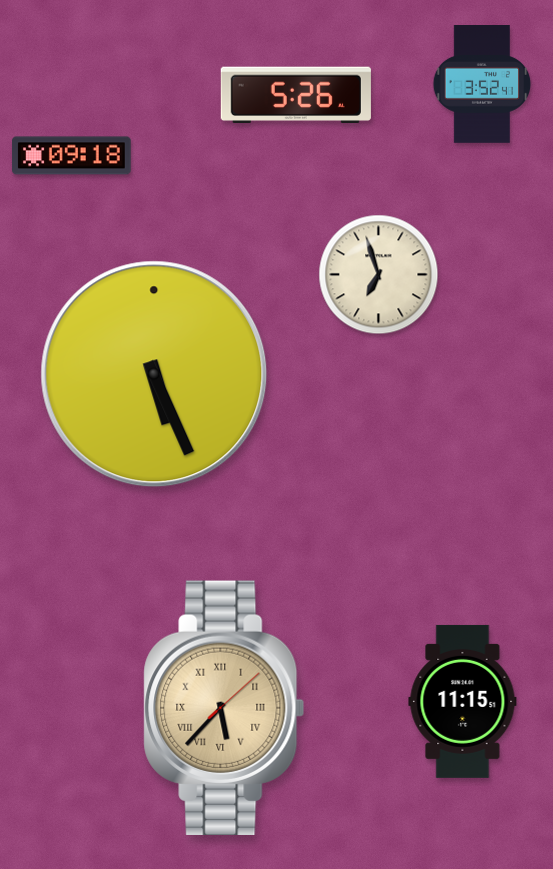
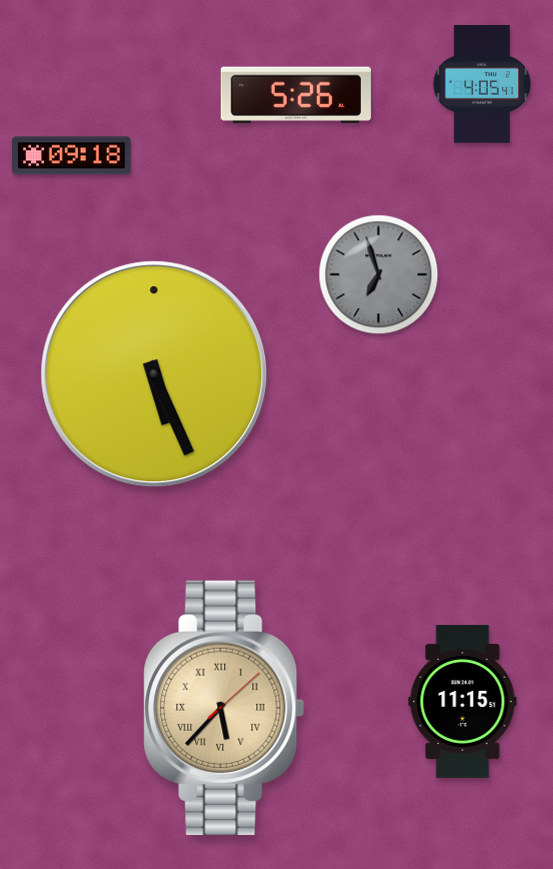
clock at (482, 85): 3:52 -> 4:05
clock at (379, 275) dial: cream -> grey
